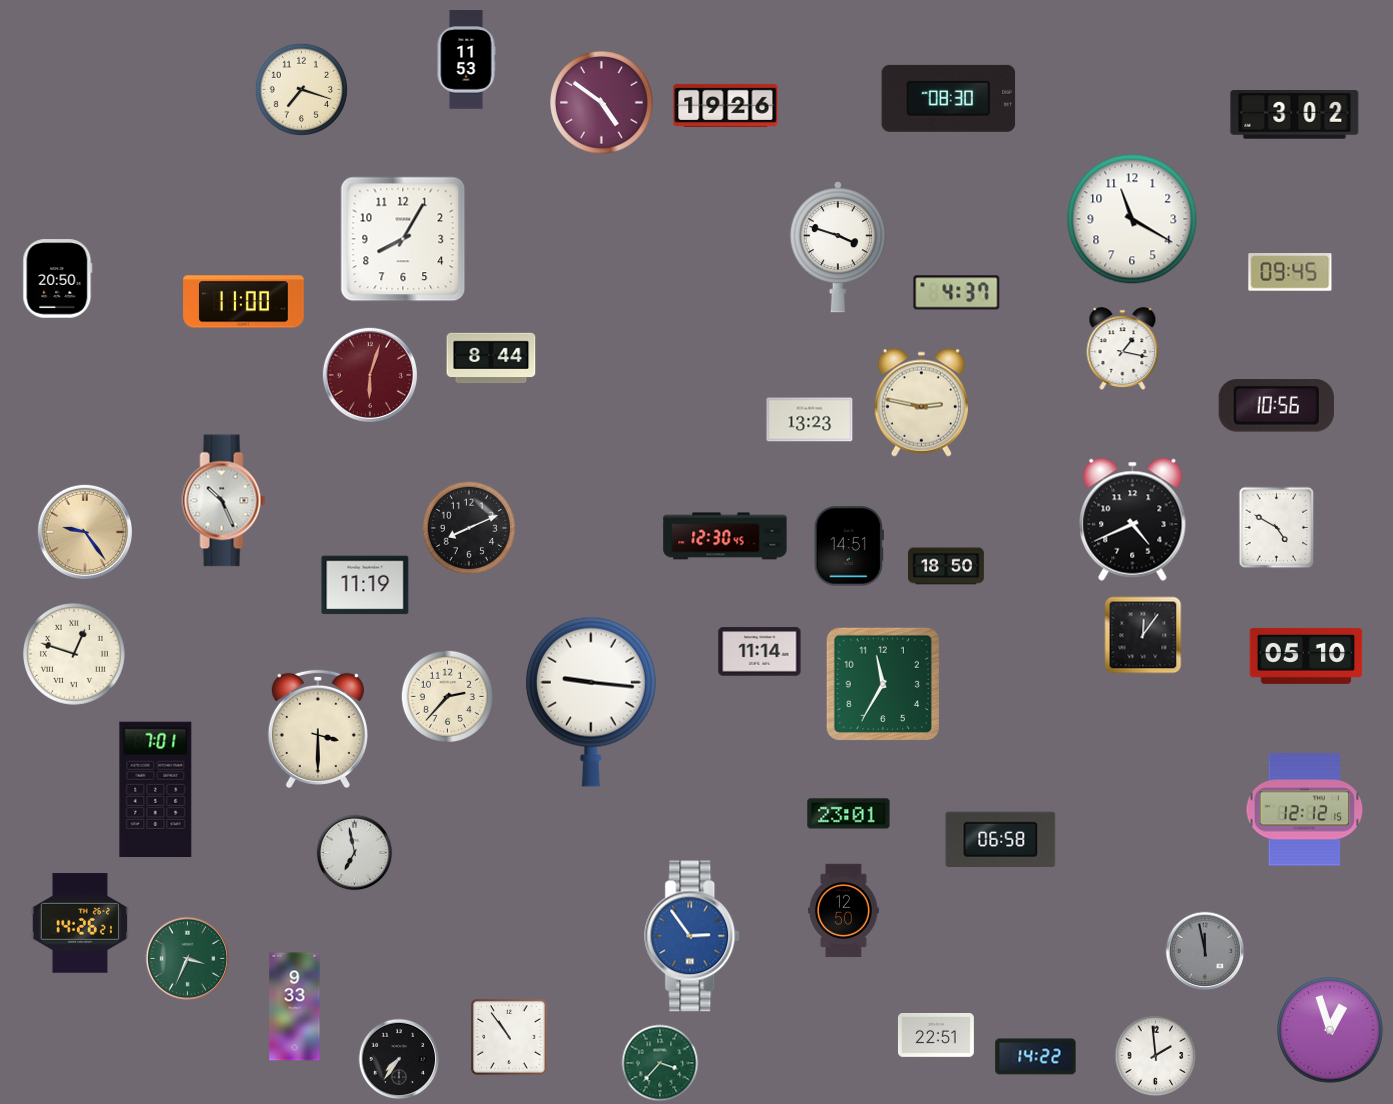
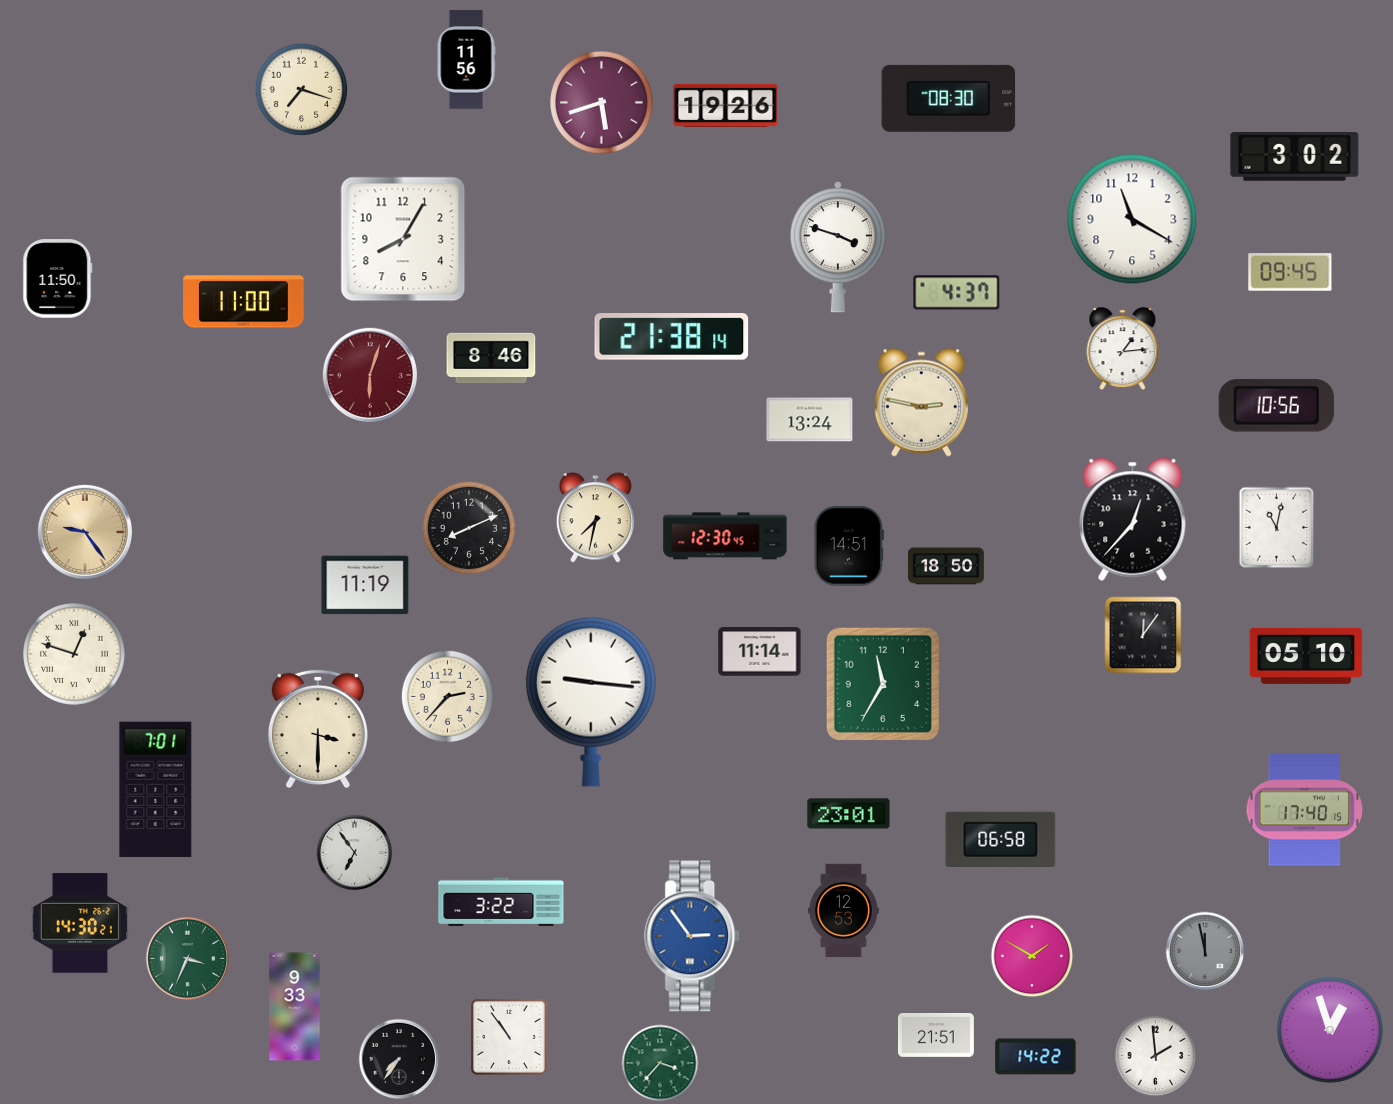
clock at (466, 60): 11:53 -> 11:56
clock at (602, 103): 4:51 -> 5:42
clock at (1295, 115) position: (1295, 115) -> (1295, 157)
clock at (58, 279): 20:50 -> 11:50
clock at (672, 337): none -> 21:38
clock at (1123, 349): 1:17 -> 1:14
clock at (491, 358): 8:44 -> 8:46
clock at (810, 420): 13:23 -> 13:24
clock at (224, 501): 10:26 -> none
clock at (595, 518): none -> 7:32
clock at (1133, 519): 4:41 -> 12:37
clock at (1277, 528): 4:50 -> 11:02
clock at (1305, 810): 12:12 -> 17:40
clock at (355, 853): 6:58 -> 6:54
clock at (501, 902): none -> 3:22
clock at (844, 911): 12:50 -> 12:53
clock at (80, 923): 14:26 -> 14:30
clock at (1032, 956): none -> 1:50
clock at (936, 1036): 22:51 -> 21:51
